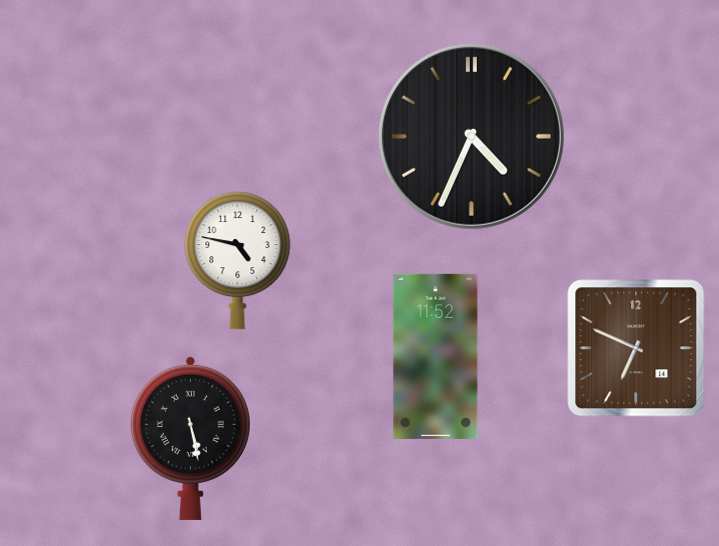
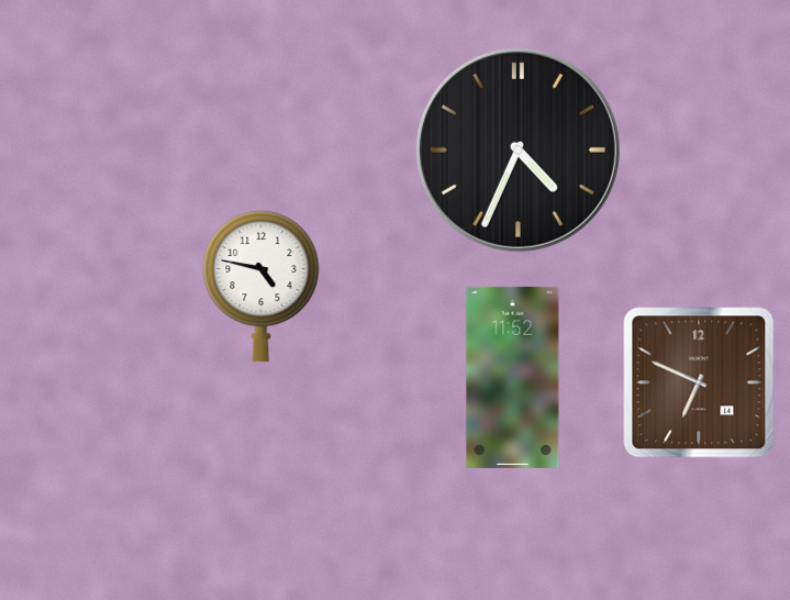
clock at (436, 356) position: (436, 356) -> (513, 377)
clock at (190, 438): 5:28 -> none
